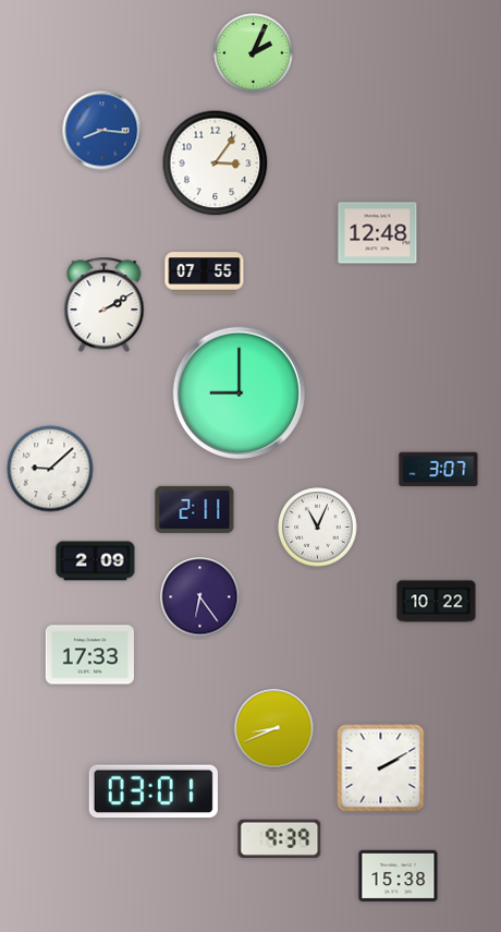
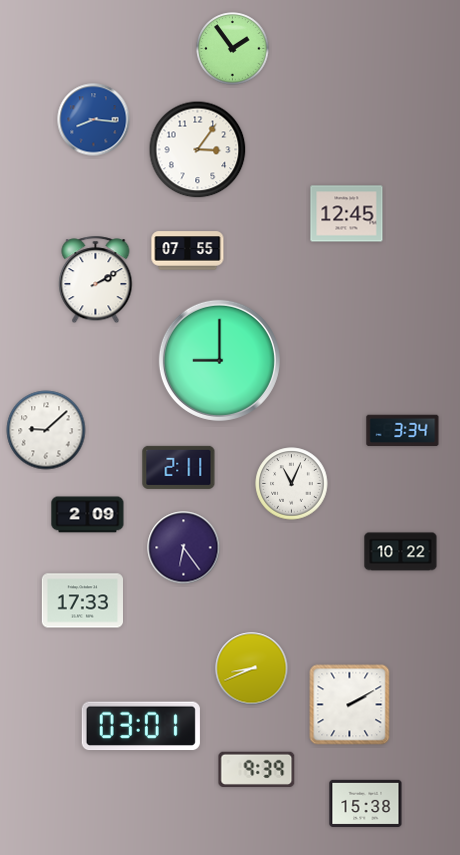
clock at (254, 53): 2:04 -> 1:54
clock at (378, 233): 12:48 -> 12:45
clock at (439, 470): 3:07 -> 3:34
